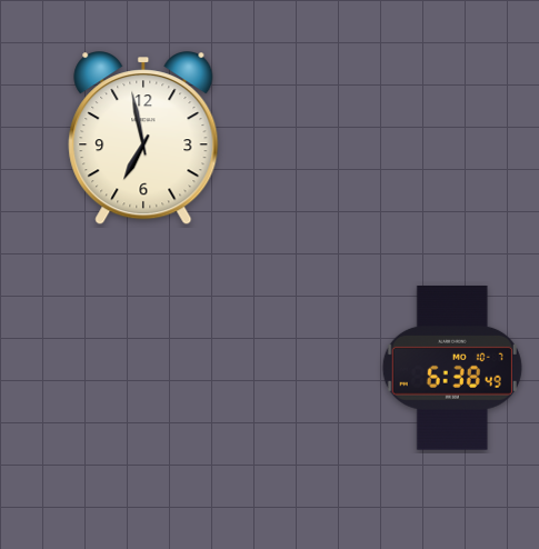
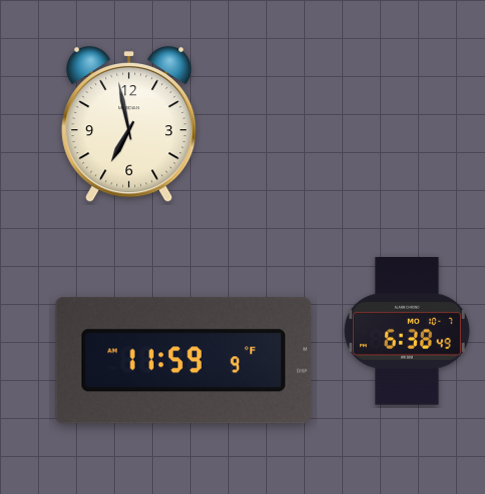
clock at (183, 361): none -> 11:59
